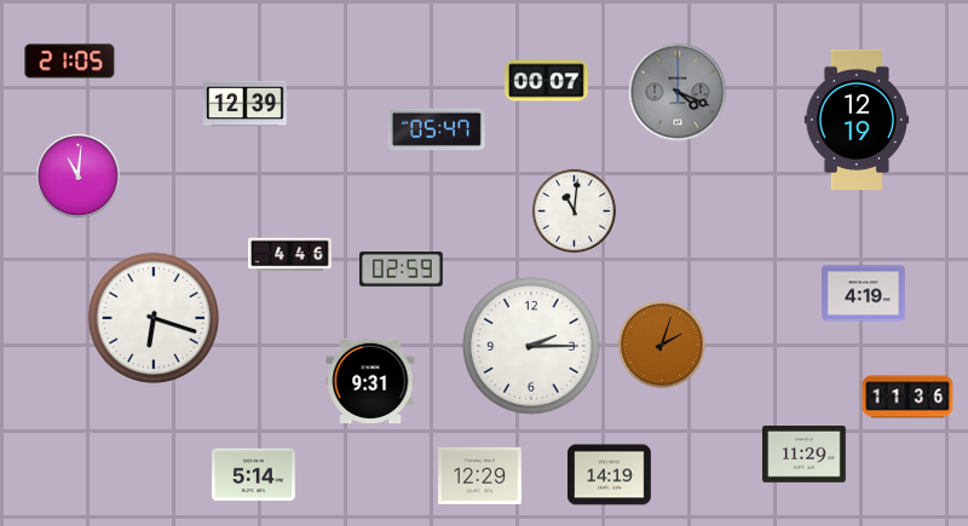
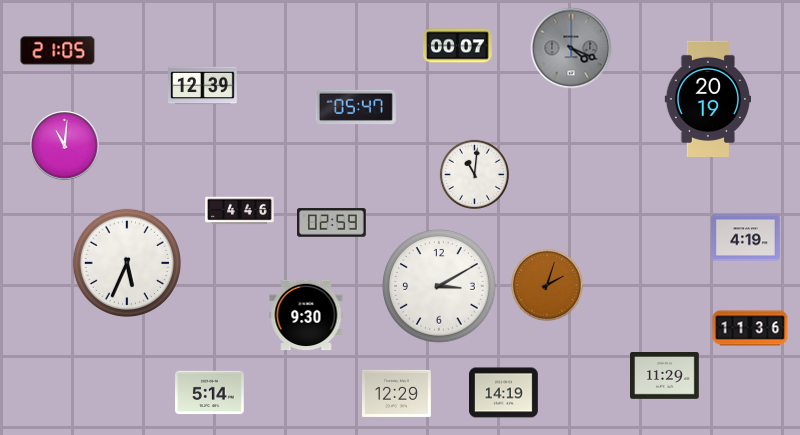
clock at (547, 81) position: (547, 81) -> (458, 46)
clock at (678, 92) position: (678, 92) -> (571, 48)
clock at (855, 120): 12:19 -> 20:19
clock at (437, 129) position: (437, 129) -> (356, 107)
clock at (864, 294) position: (864, 294) -> (746, 238)
clock at (152, 317): 6:18 -> 5:34
clock at (531, 346): 2:15 -> 3:10
clock at (370, 381): 9:31 -> 9:30
